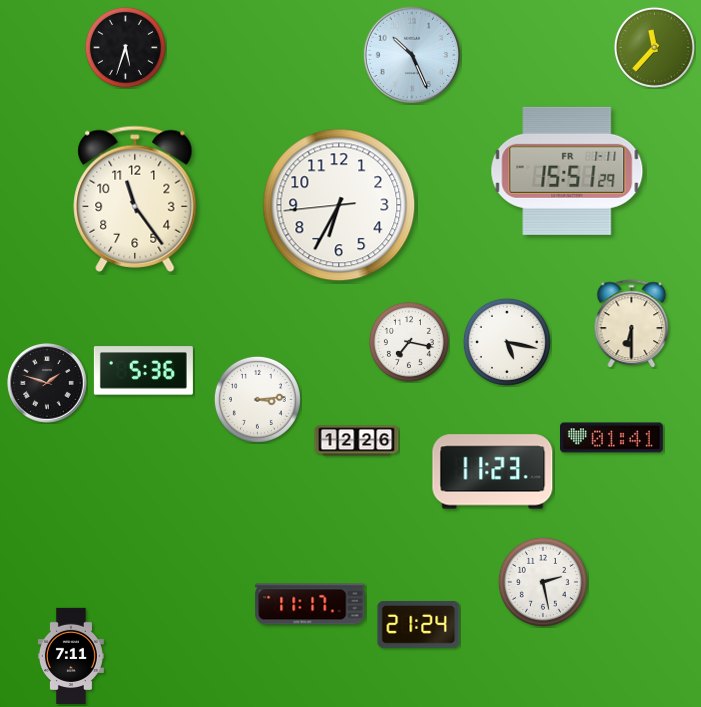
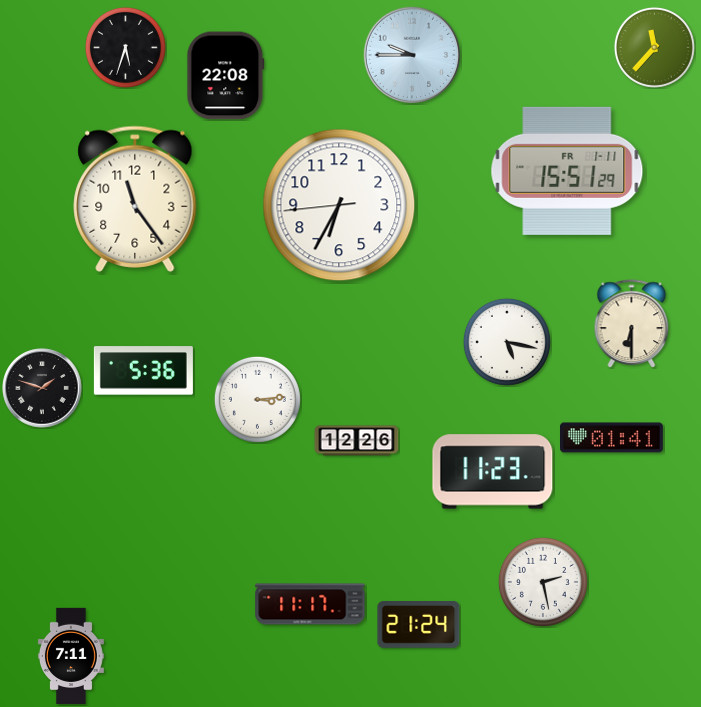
clock at (412, 55): 10:26 -> 9:45
clock at (226, 76): none -> 22:08
clock at (409, 342): 7:17 -> none
clock at (47, 383) position: (47, 383) -> (42, 388)
